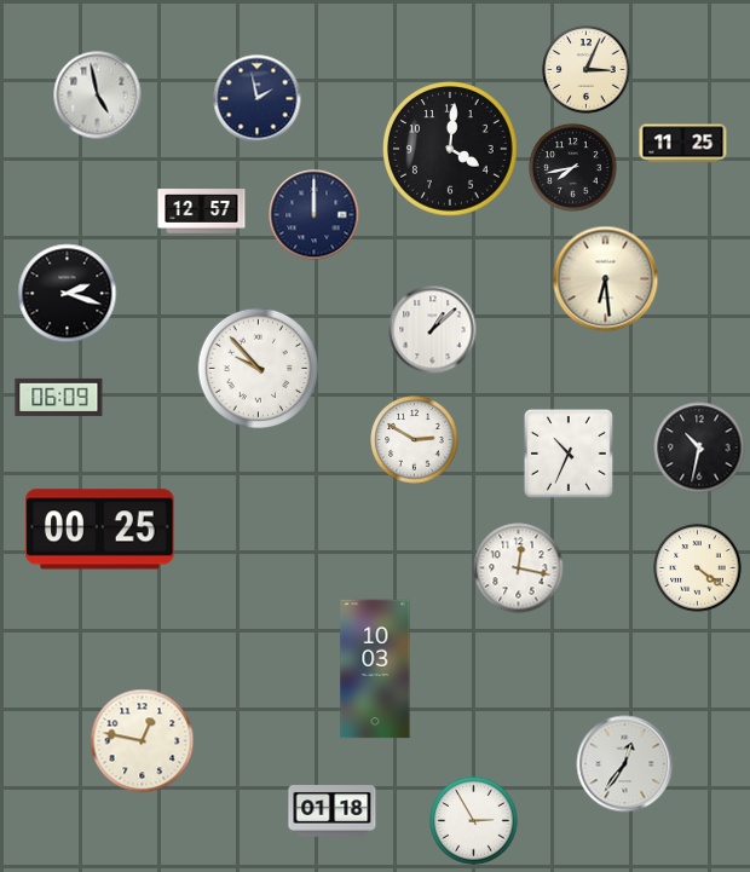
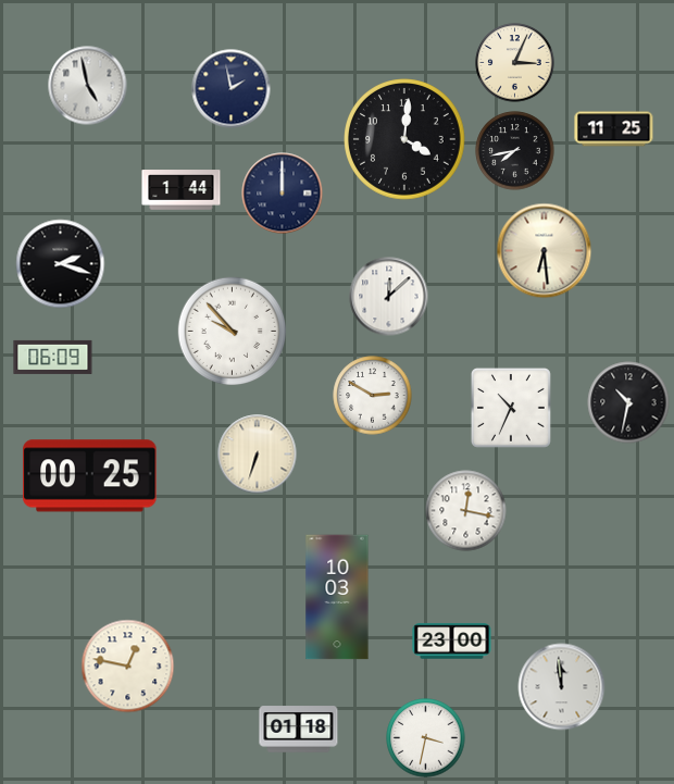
clock at (587, 70) position: (587, 70) -> (515, 63)
clock at (450, 149) position: (450, 149) -> (404, 139)
clock at (202, 212): 12:57 -> 1:44
clock at (433, 330): 1:08 -> 12:08
clock at (258, 455): none -> 6:33
clock at (698, 568): 4:21 -> none
clock at (375, 669) position: (375, 669) -> (337, 597)
clock at (452, 642): none -> 23:00
clock at (625, 764): 12:36 -> 11:59
clock at (474, 821): 2:55 -> 3:32
